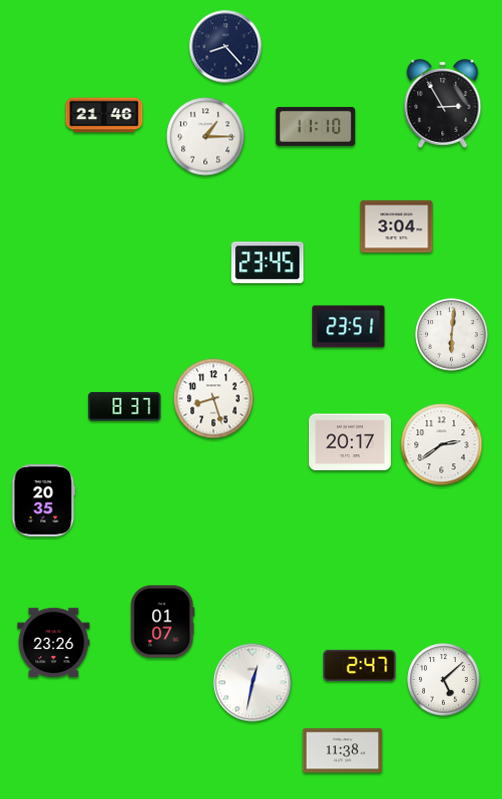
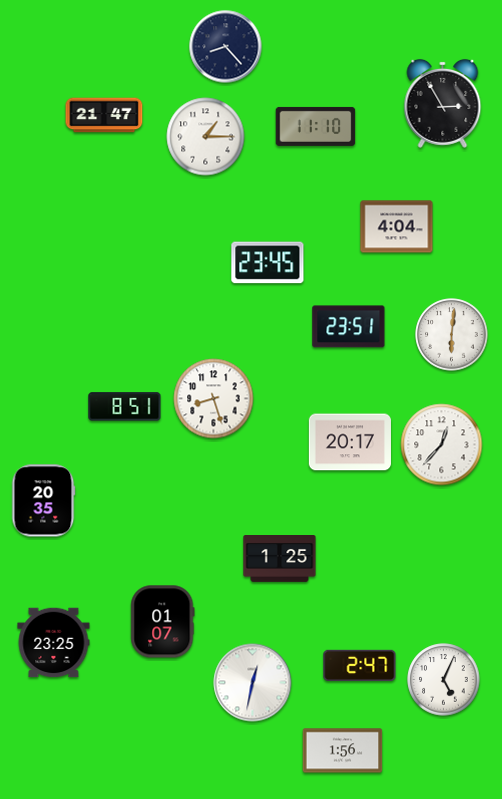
clock at (104, 115): 21:46 -> 21:47
clock at (397, 227): 3:04 -> 4:04
clock at (125, 407): 8:37 -> 8:51
clock at (442, 445): 2:39 -> 12:37
clock at (280, 559): none -> 1:25
clock at (54, 643): 23:26 -> 23:25
clock at (444, 680): 5:08 -> 5:04
clock at (343, 751): 11:38 -> 1:56
